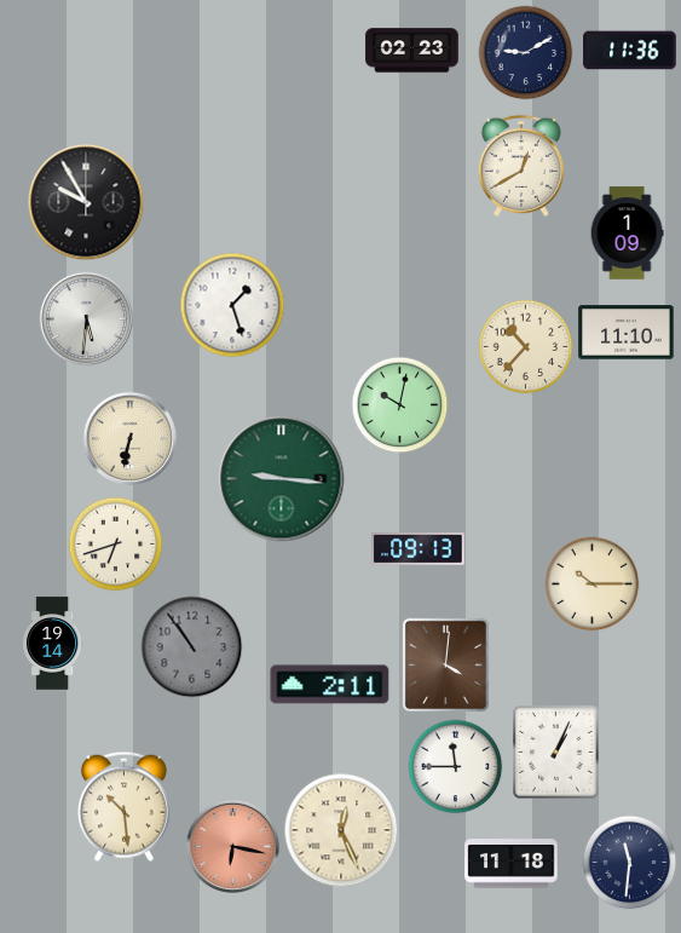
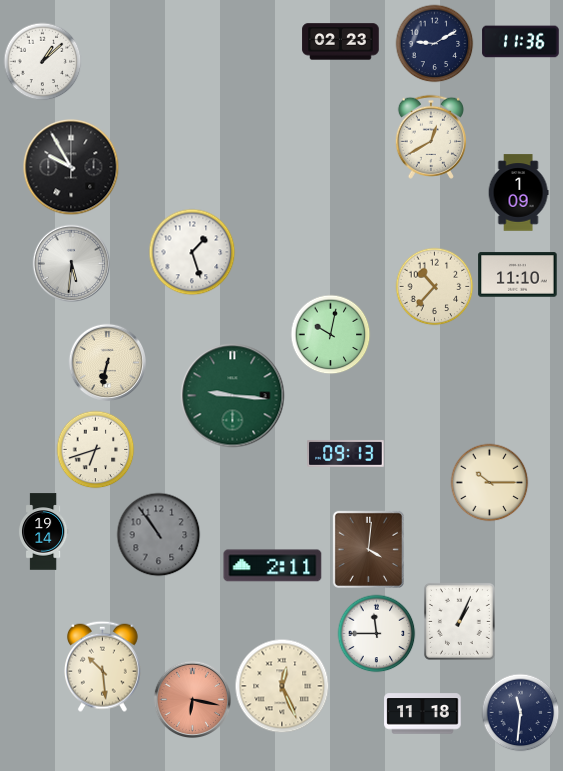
clock at (42, 61): none -> 1:08
